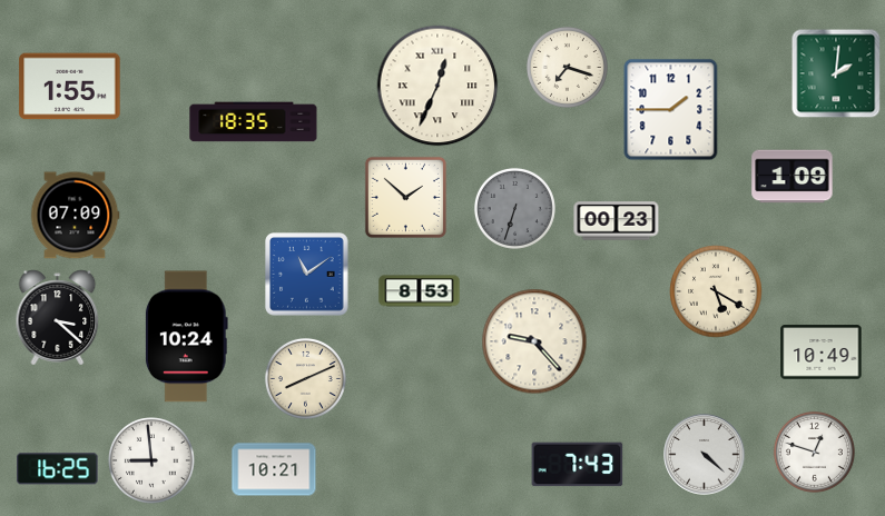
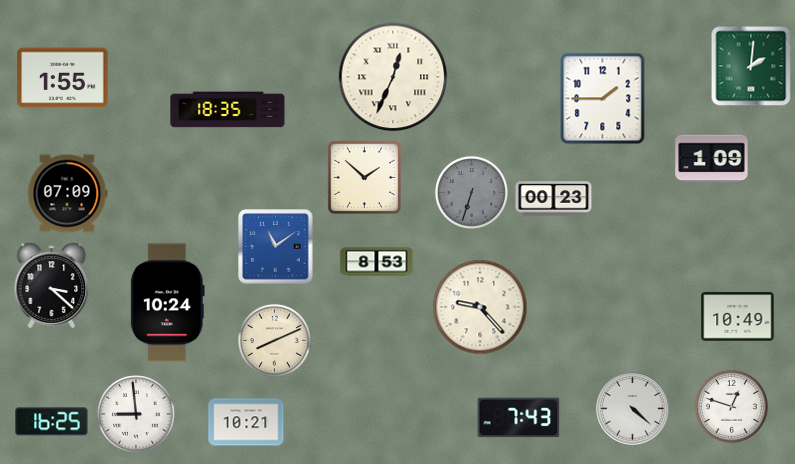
clock at (567, 67): 7:18 -> none
clock at (514, 208) position: (514, 208) -> (471, 192)
clock at (716, 291): 5:20 -> none
